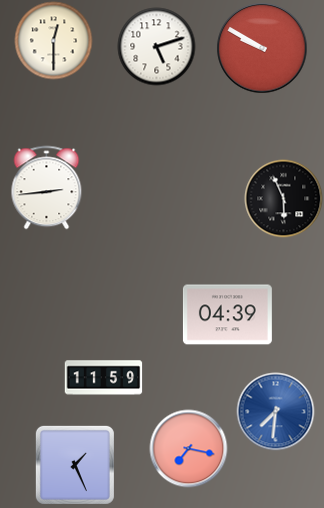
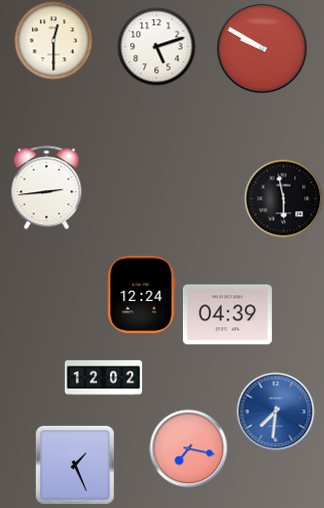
clock at (283, 198): 5:56 -> 5:58
clock at (142, 294): none -> 12:24
clock at (103, 378): 11:59 -> 12:02
